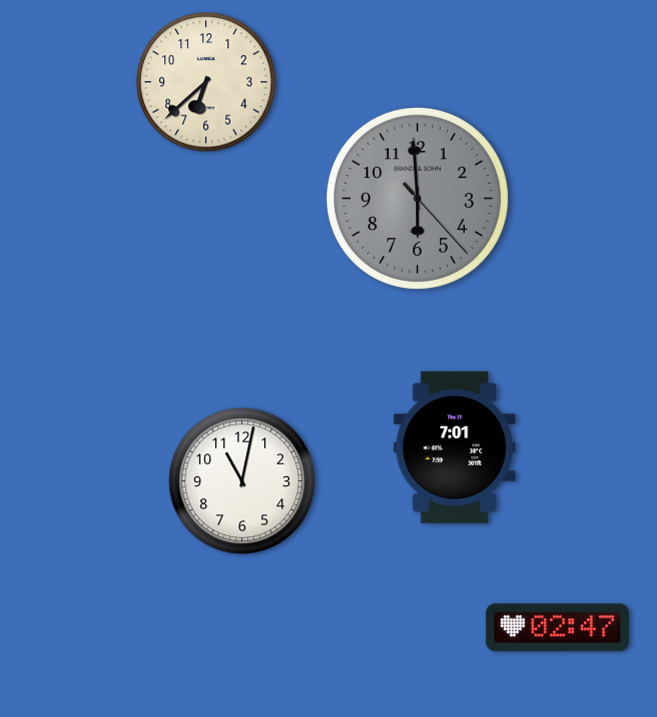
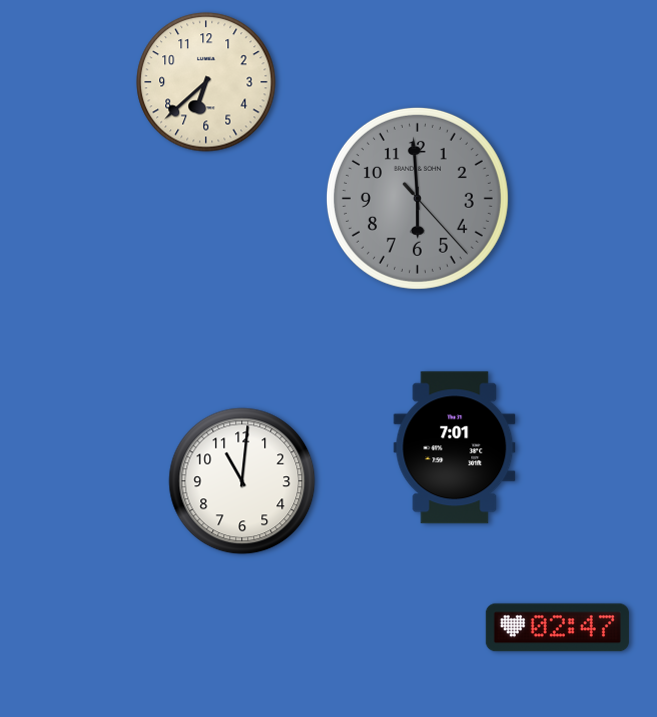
clock at (242, 481): 11:02 -> 11:01
